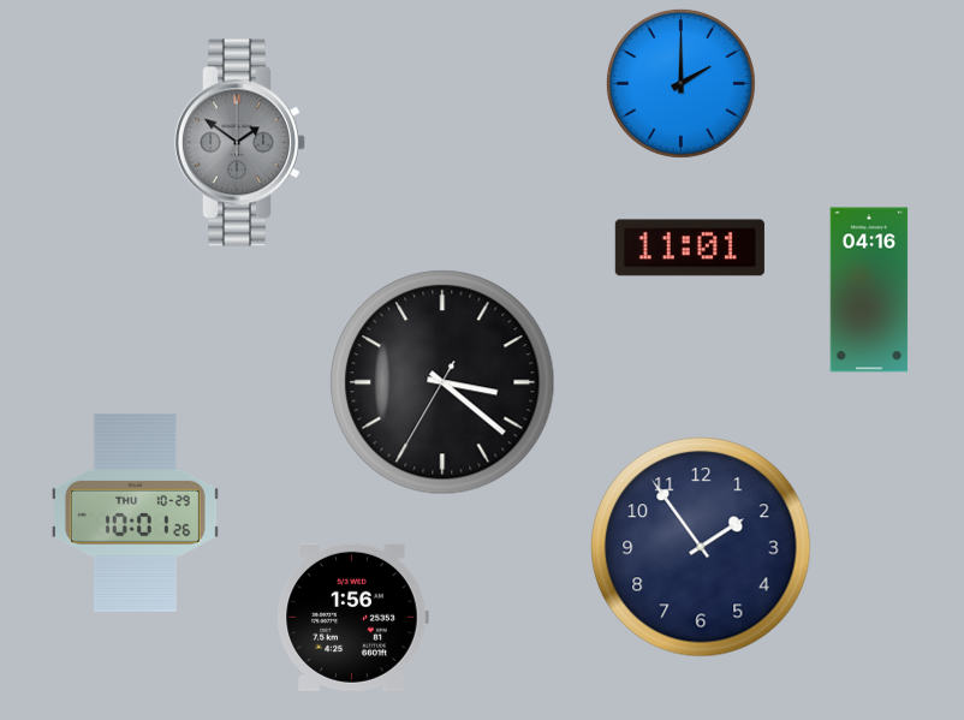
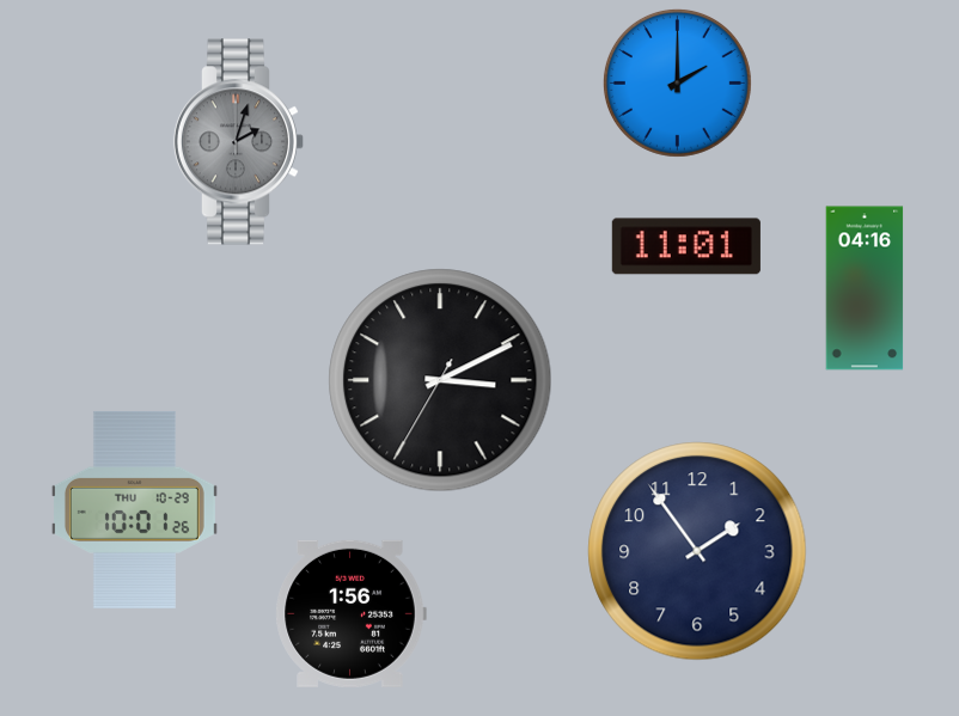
clock at (240, 143): 1:51 -> 2:03
clock at (442, 382): 3:21 -> 3:10
clock at (701, 547) position: (701, 547) -> (697, 551)
